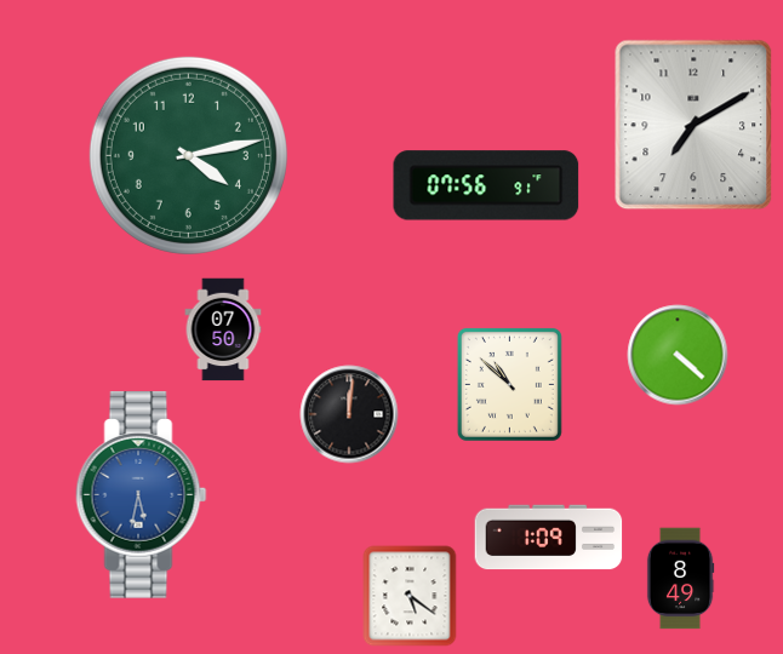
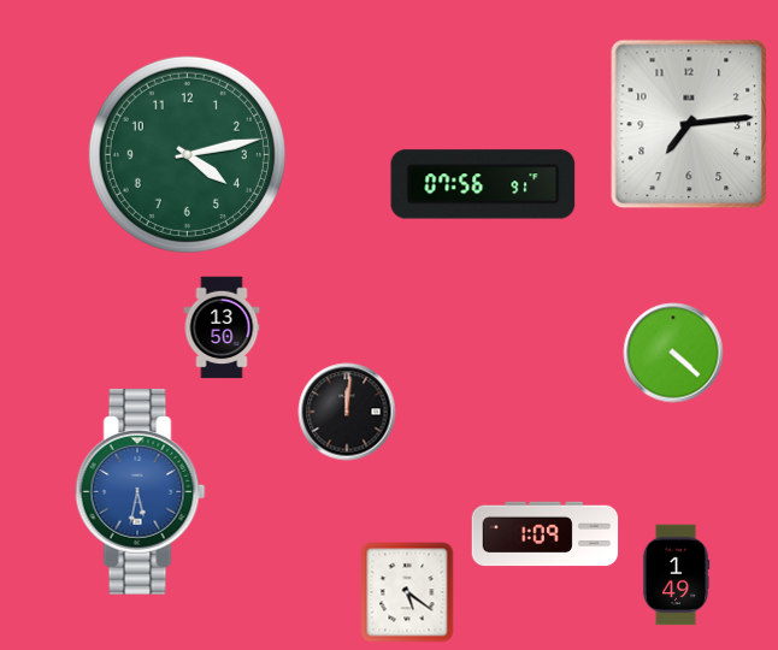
clock at (693, 125): 7:10 -> 7:14
clock at (223, 329): 07:50 -> 13:50
clock at (509, 384): 10:52 -> none
clock at (680, 579): 8:49 -> 1:49
